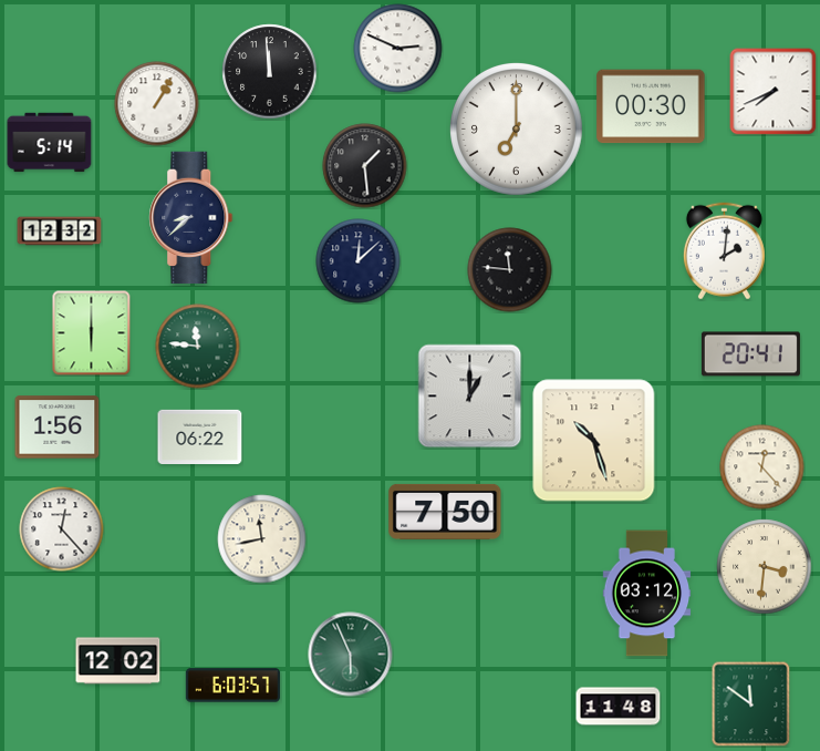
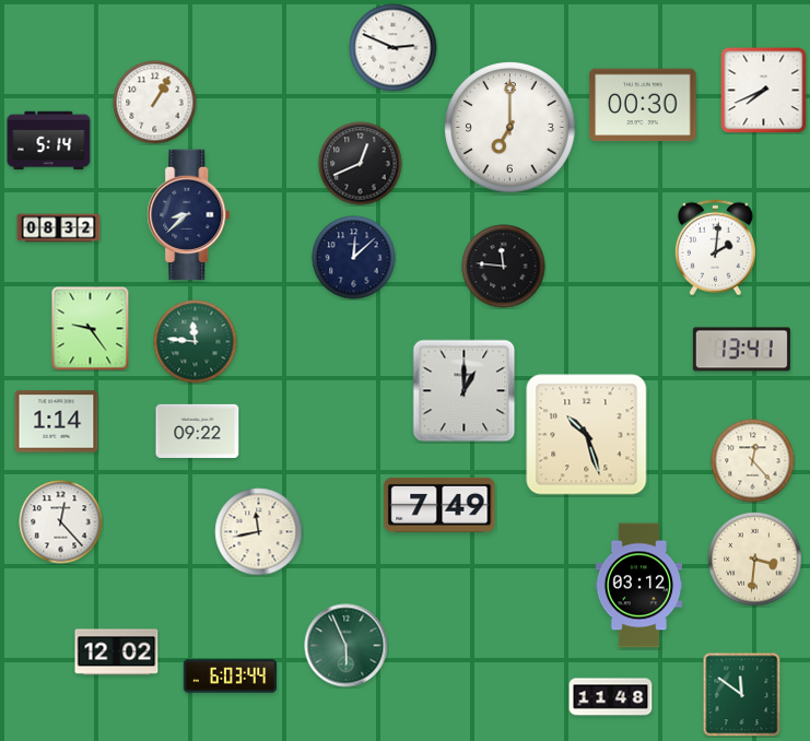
clock at (270, 72): 11:59 -> none
clock at (365, 166): 1:29 -> 12:41
clock at (60, 232): 12:32 -> 08:32
clock at (92, 333): 6:00 -> 9:24
clock at (750, 354): 20:41 -> 13:41
clock at (58, 428): 1:56 -> 1:14
clock at (200, 436): 06:22 -> 09:22
clock at (445, 512): 7:50 -> 7:49
clock at (233, 686): 6:03:57 -> 6:03:44
